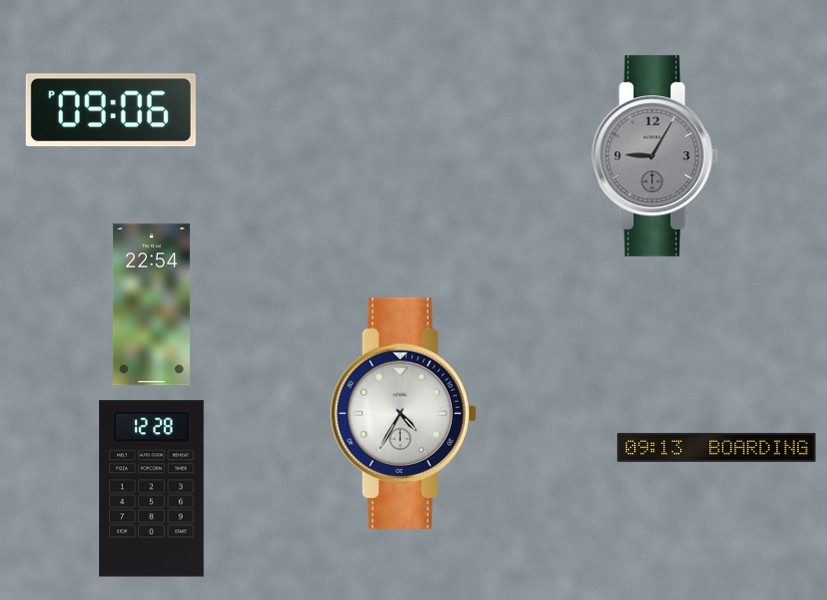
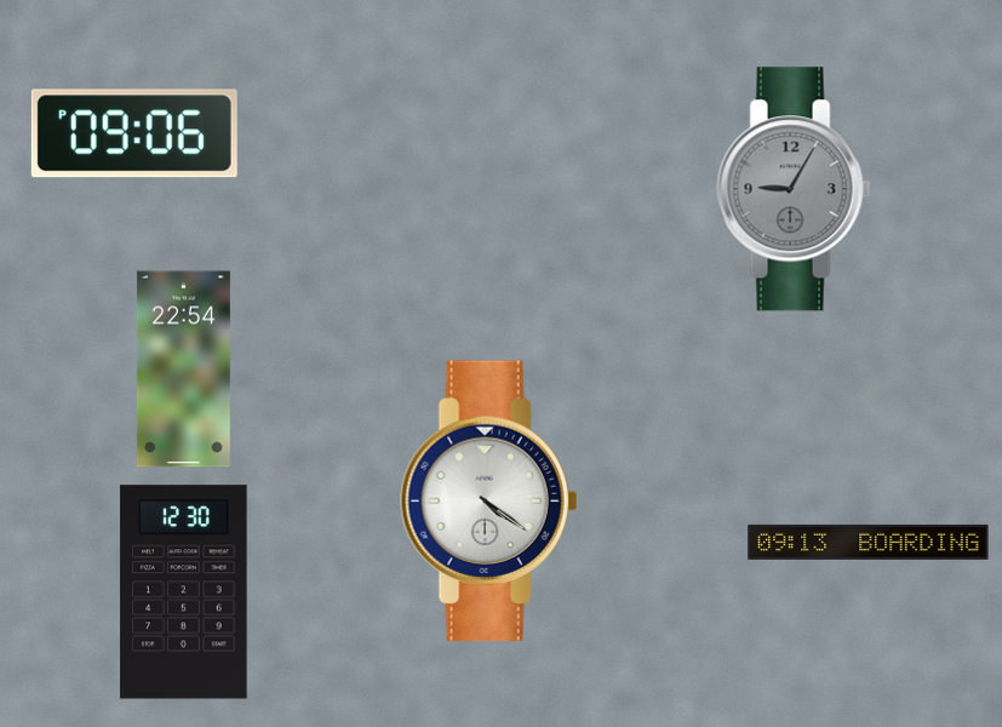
clock at (404, 413): 4:35 -> 4:21
clock at (152, 489): 12:28 -> 12:30
